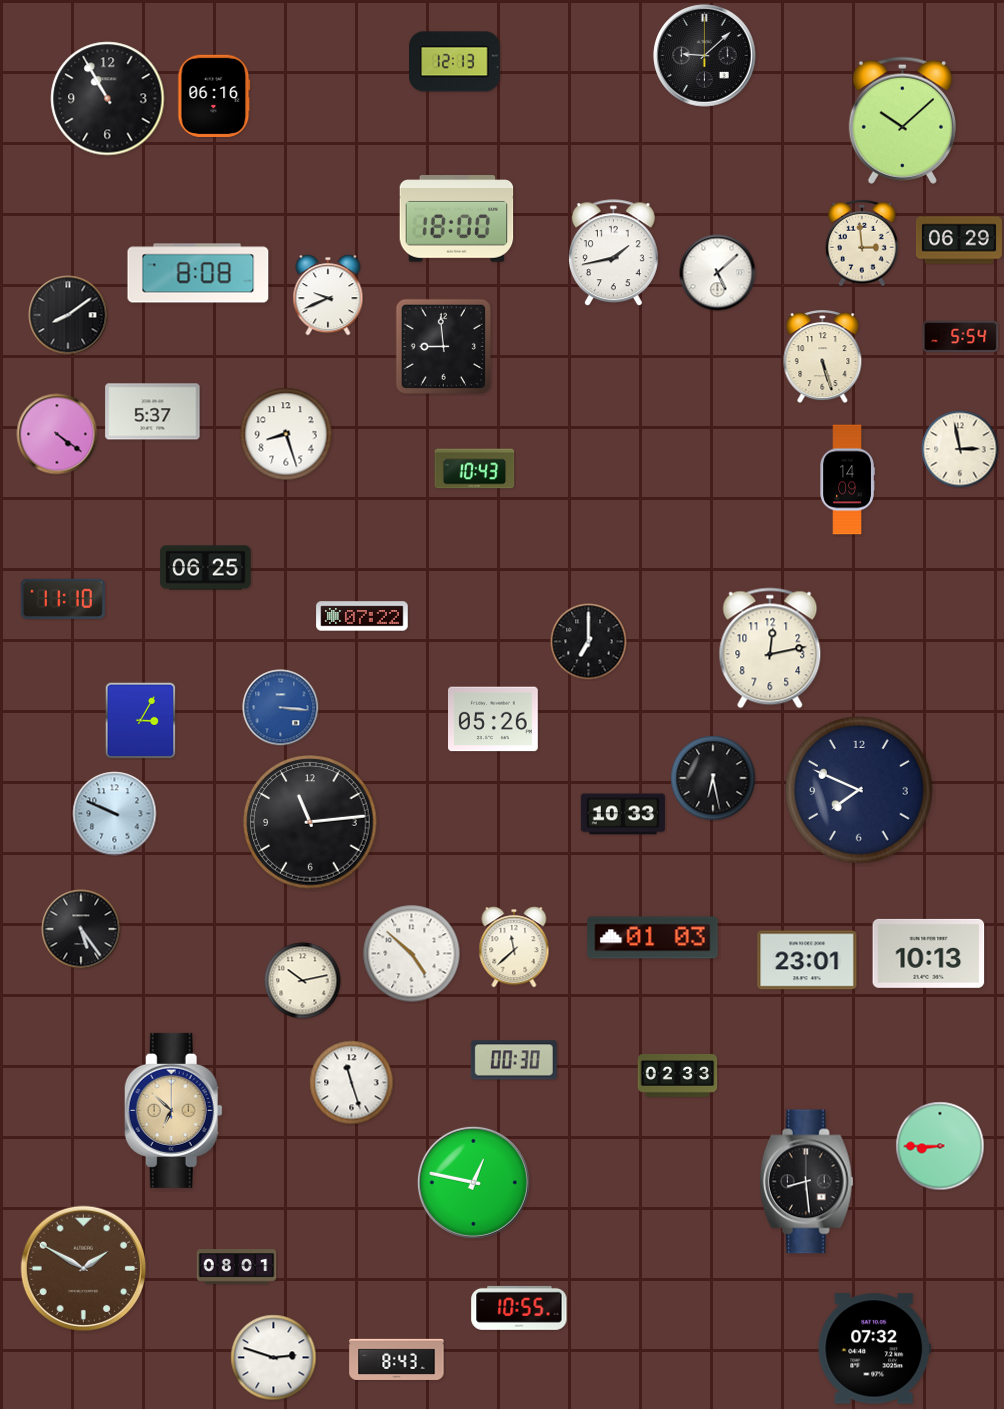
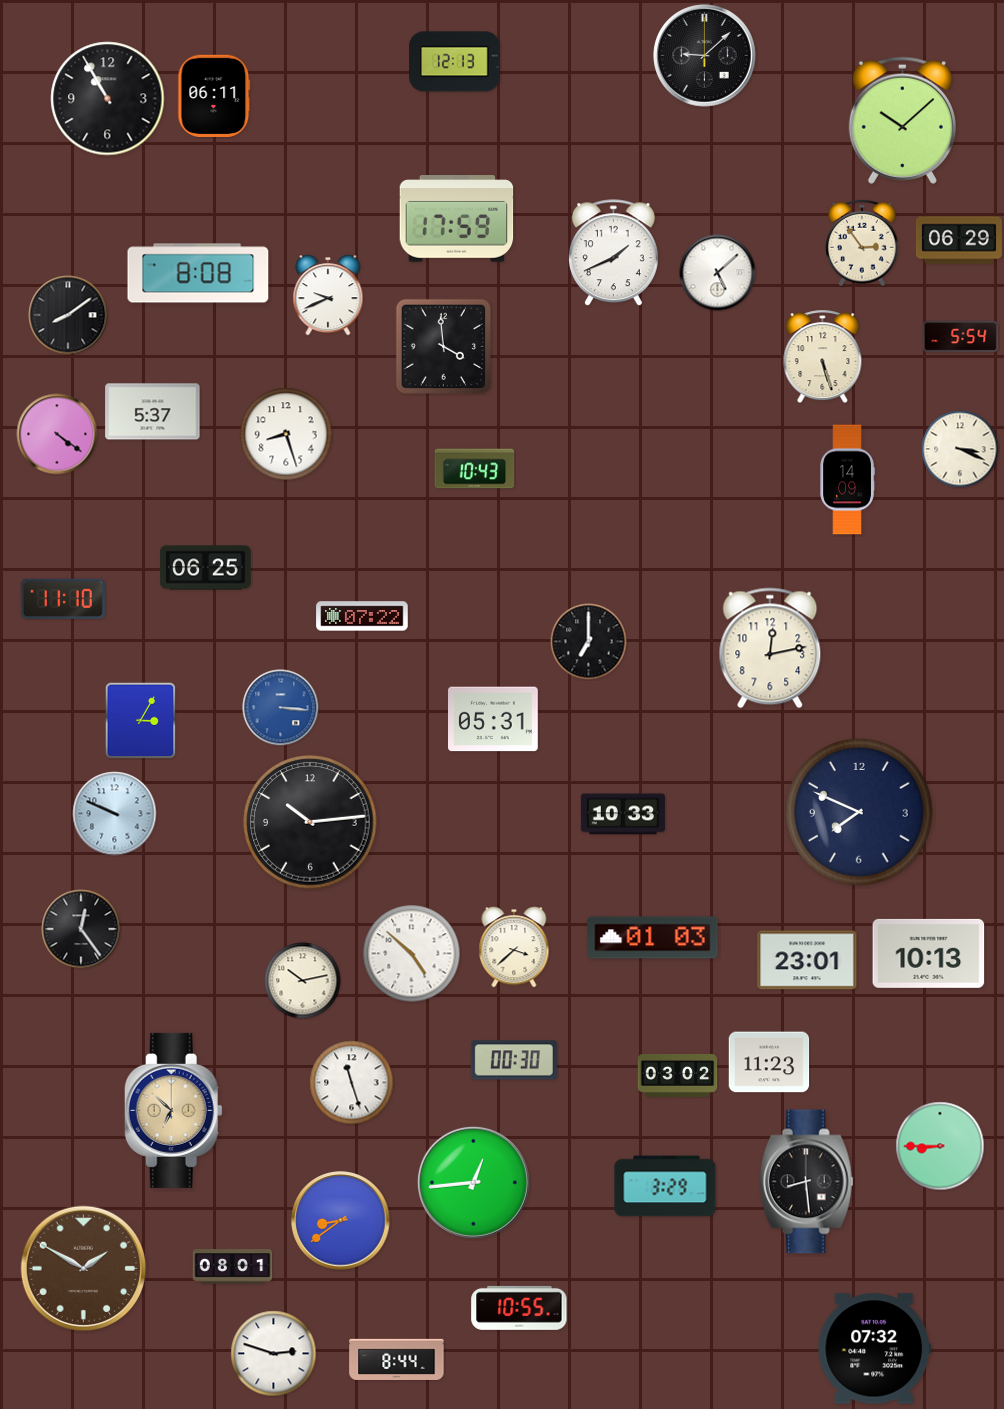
clock at (214, 95): 06:16 -> 06:11
clock at (457, 219): 18:00 -> 17:59
clock at (862, 243): 2:59 -> 2:54
clock at (613, 253): 1:43 -> 1:41
clock at (443, 346): 8:59 -> 3:59
clock at (960, 449): 2:58 -> 3:19
clock at (494, 719): 05:26 -> 05:31
clock at (713, 778): 6:28 -> none
clock at (859, 790) position: (859, 790) -> (859, 812)
clock at (310, 822): 11:14 -> 10:14
clock at (81, 929): 5:24 -> 12:24
clock at (514, 947): 11:38 -> 3:38
clock at (769, 1062): none -> 11:23
clock at (678, 1076): 02:33 -> 03:02
clock at (473, 1182): 12:47 -> 12:44
clock at (665, 1186): none -> 3:29
clock at (341, 1221): none -> 8:39
clock at (237, 1267) position: (237, 1267) -> (233, 1267)
clock at (274, 1358) position: (274, 1358) -> (274, 1354)
clock at (397, 1359): 8:43 -> 8:44
